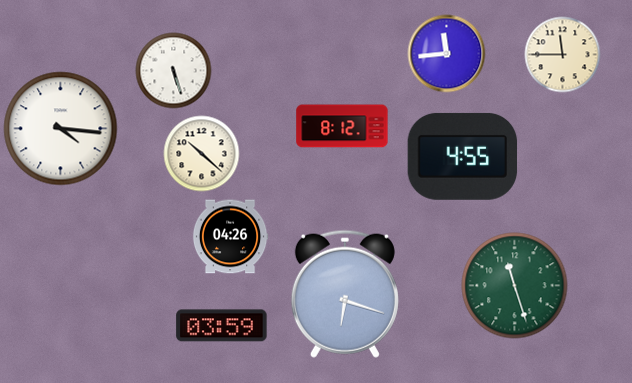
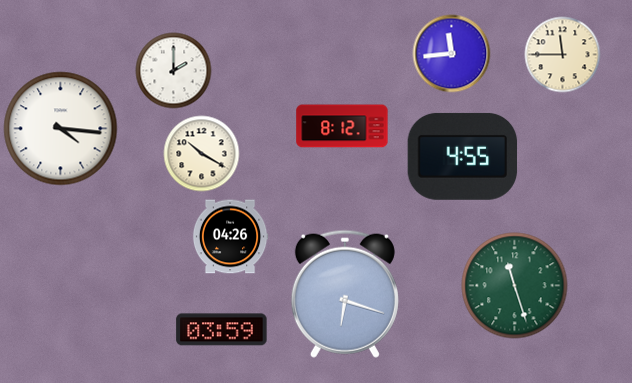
clock at (447, 54) position: (447, 54) -> (452, 54)
clock at (174, 71): 5:27 -> 2:00
clock at (202, 154): 10:22 -> 10:20
clock at (222, 326) position: (222, 326) -> (222, 330)
